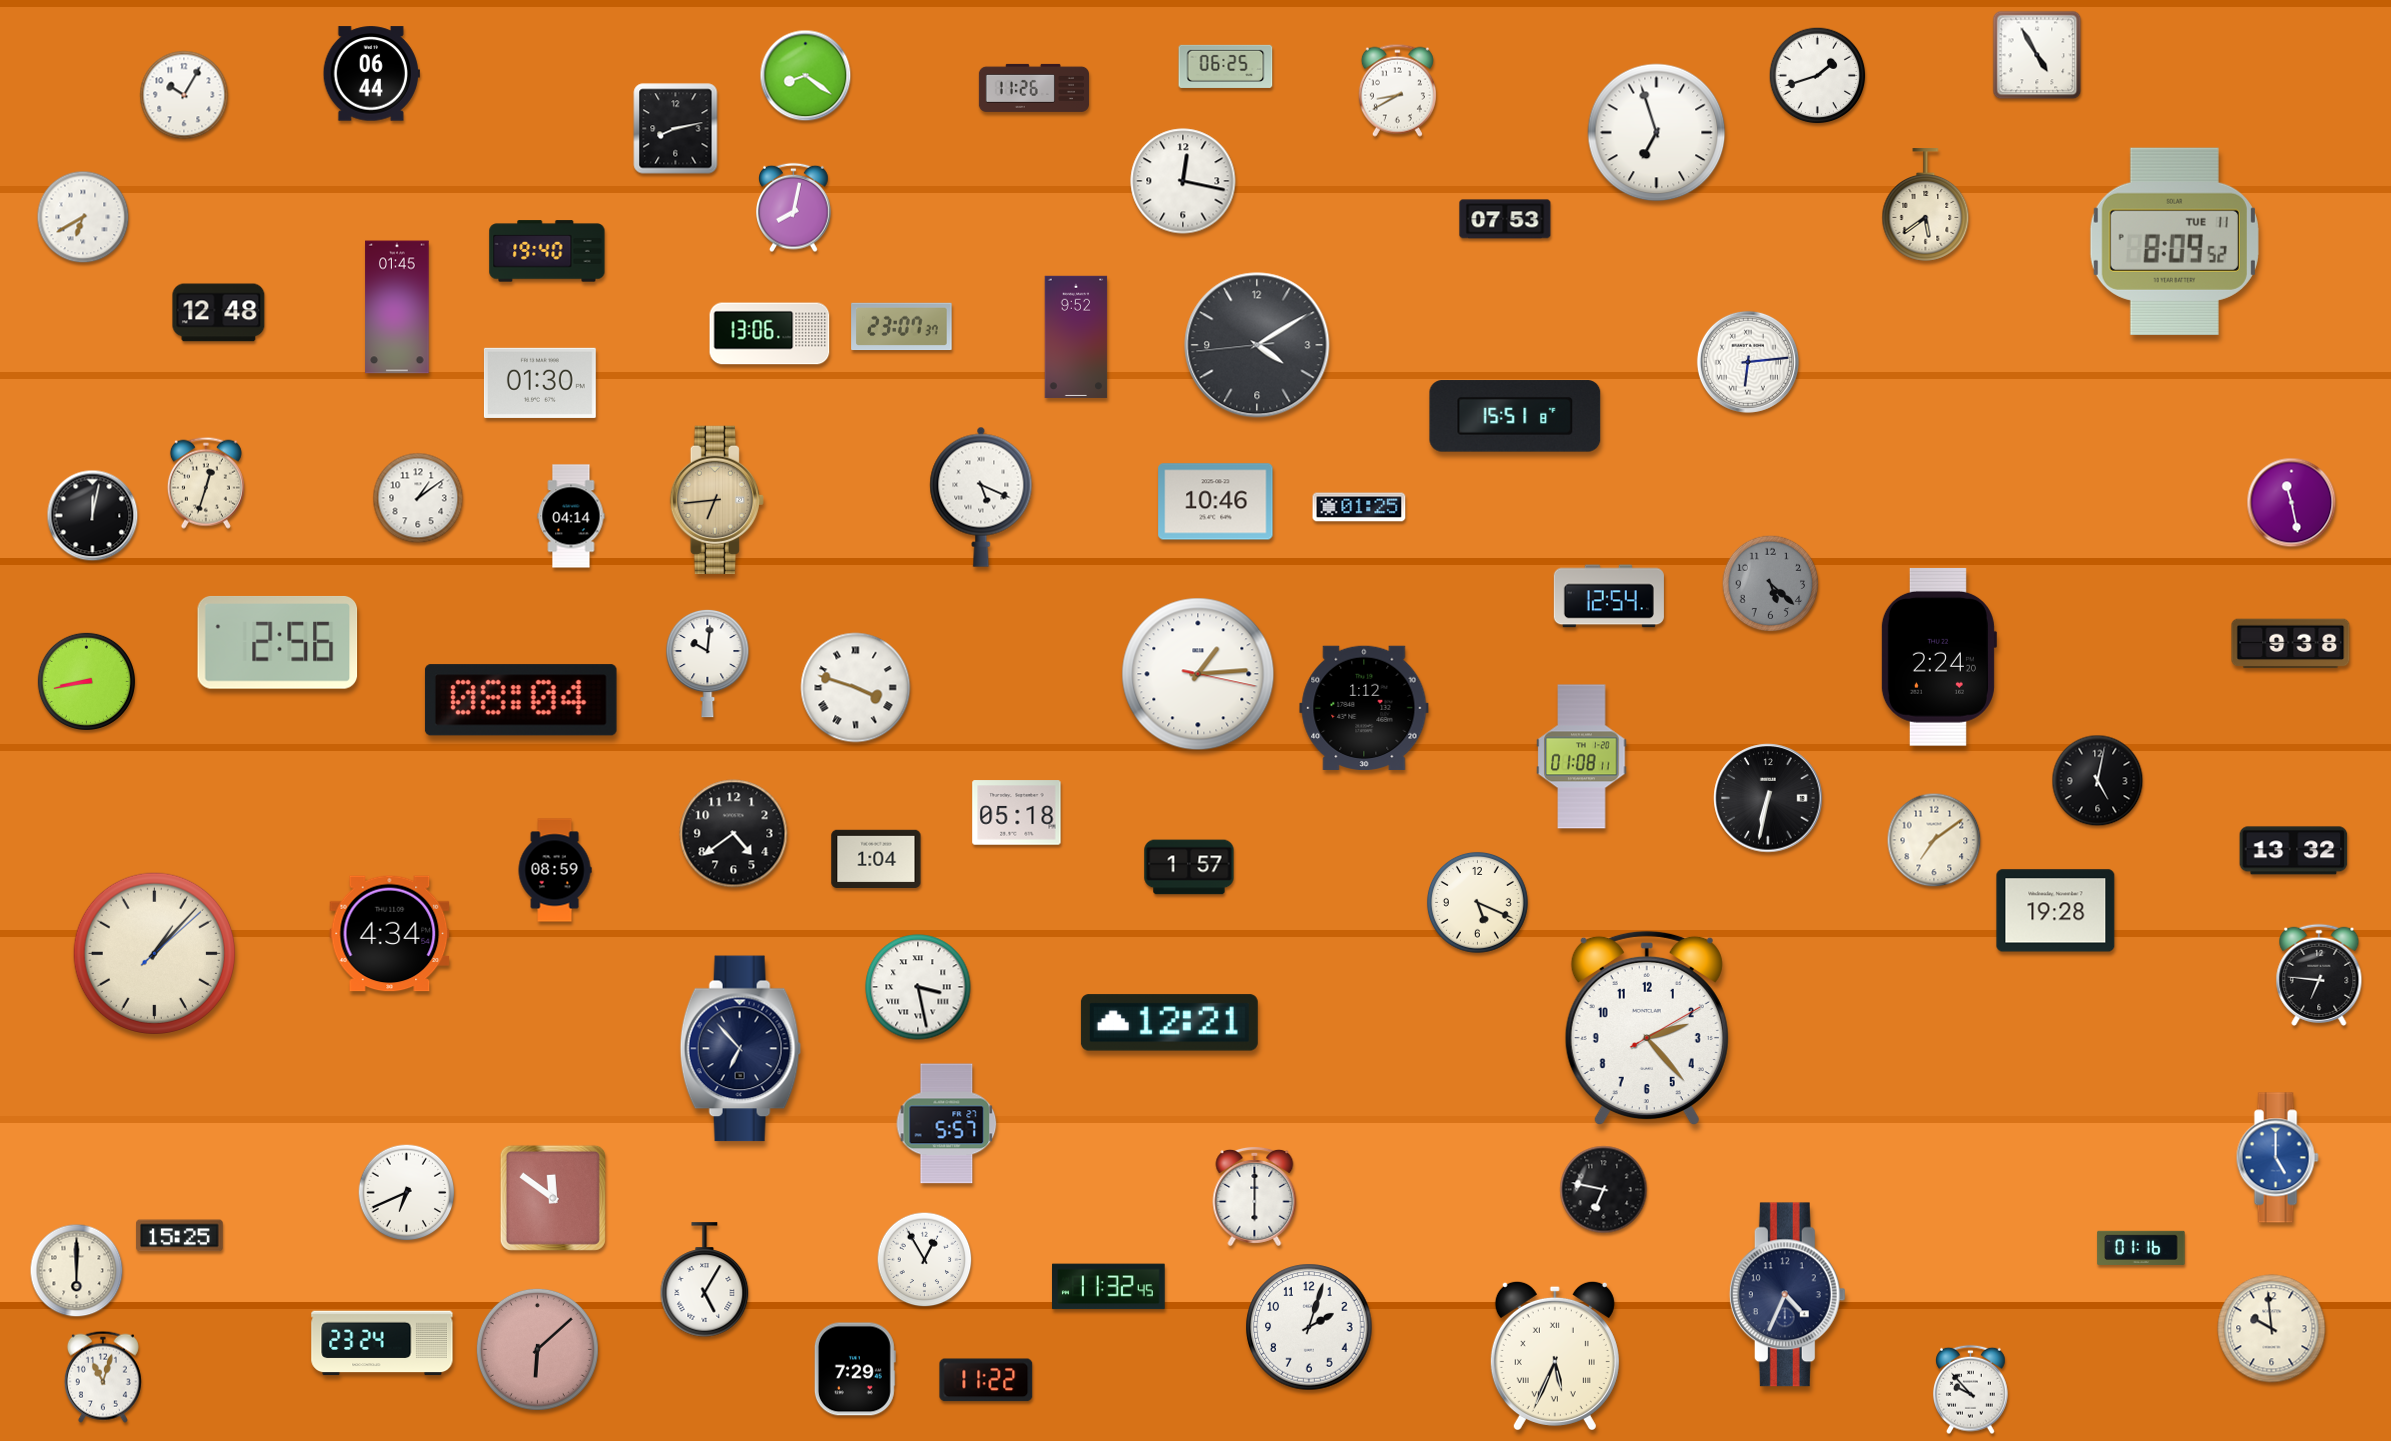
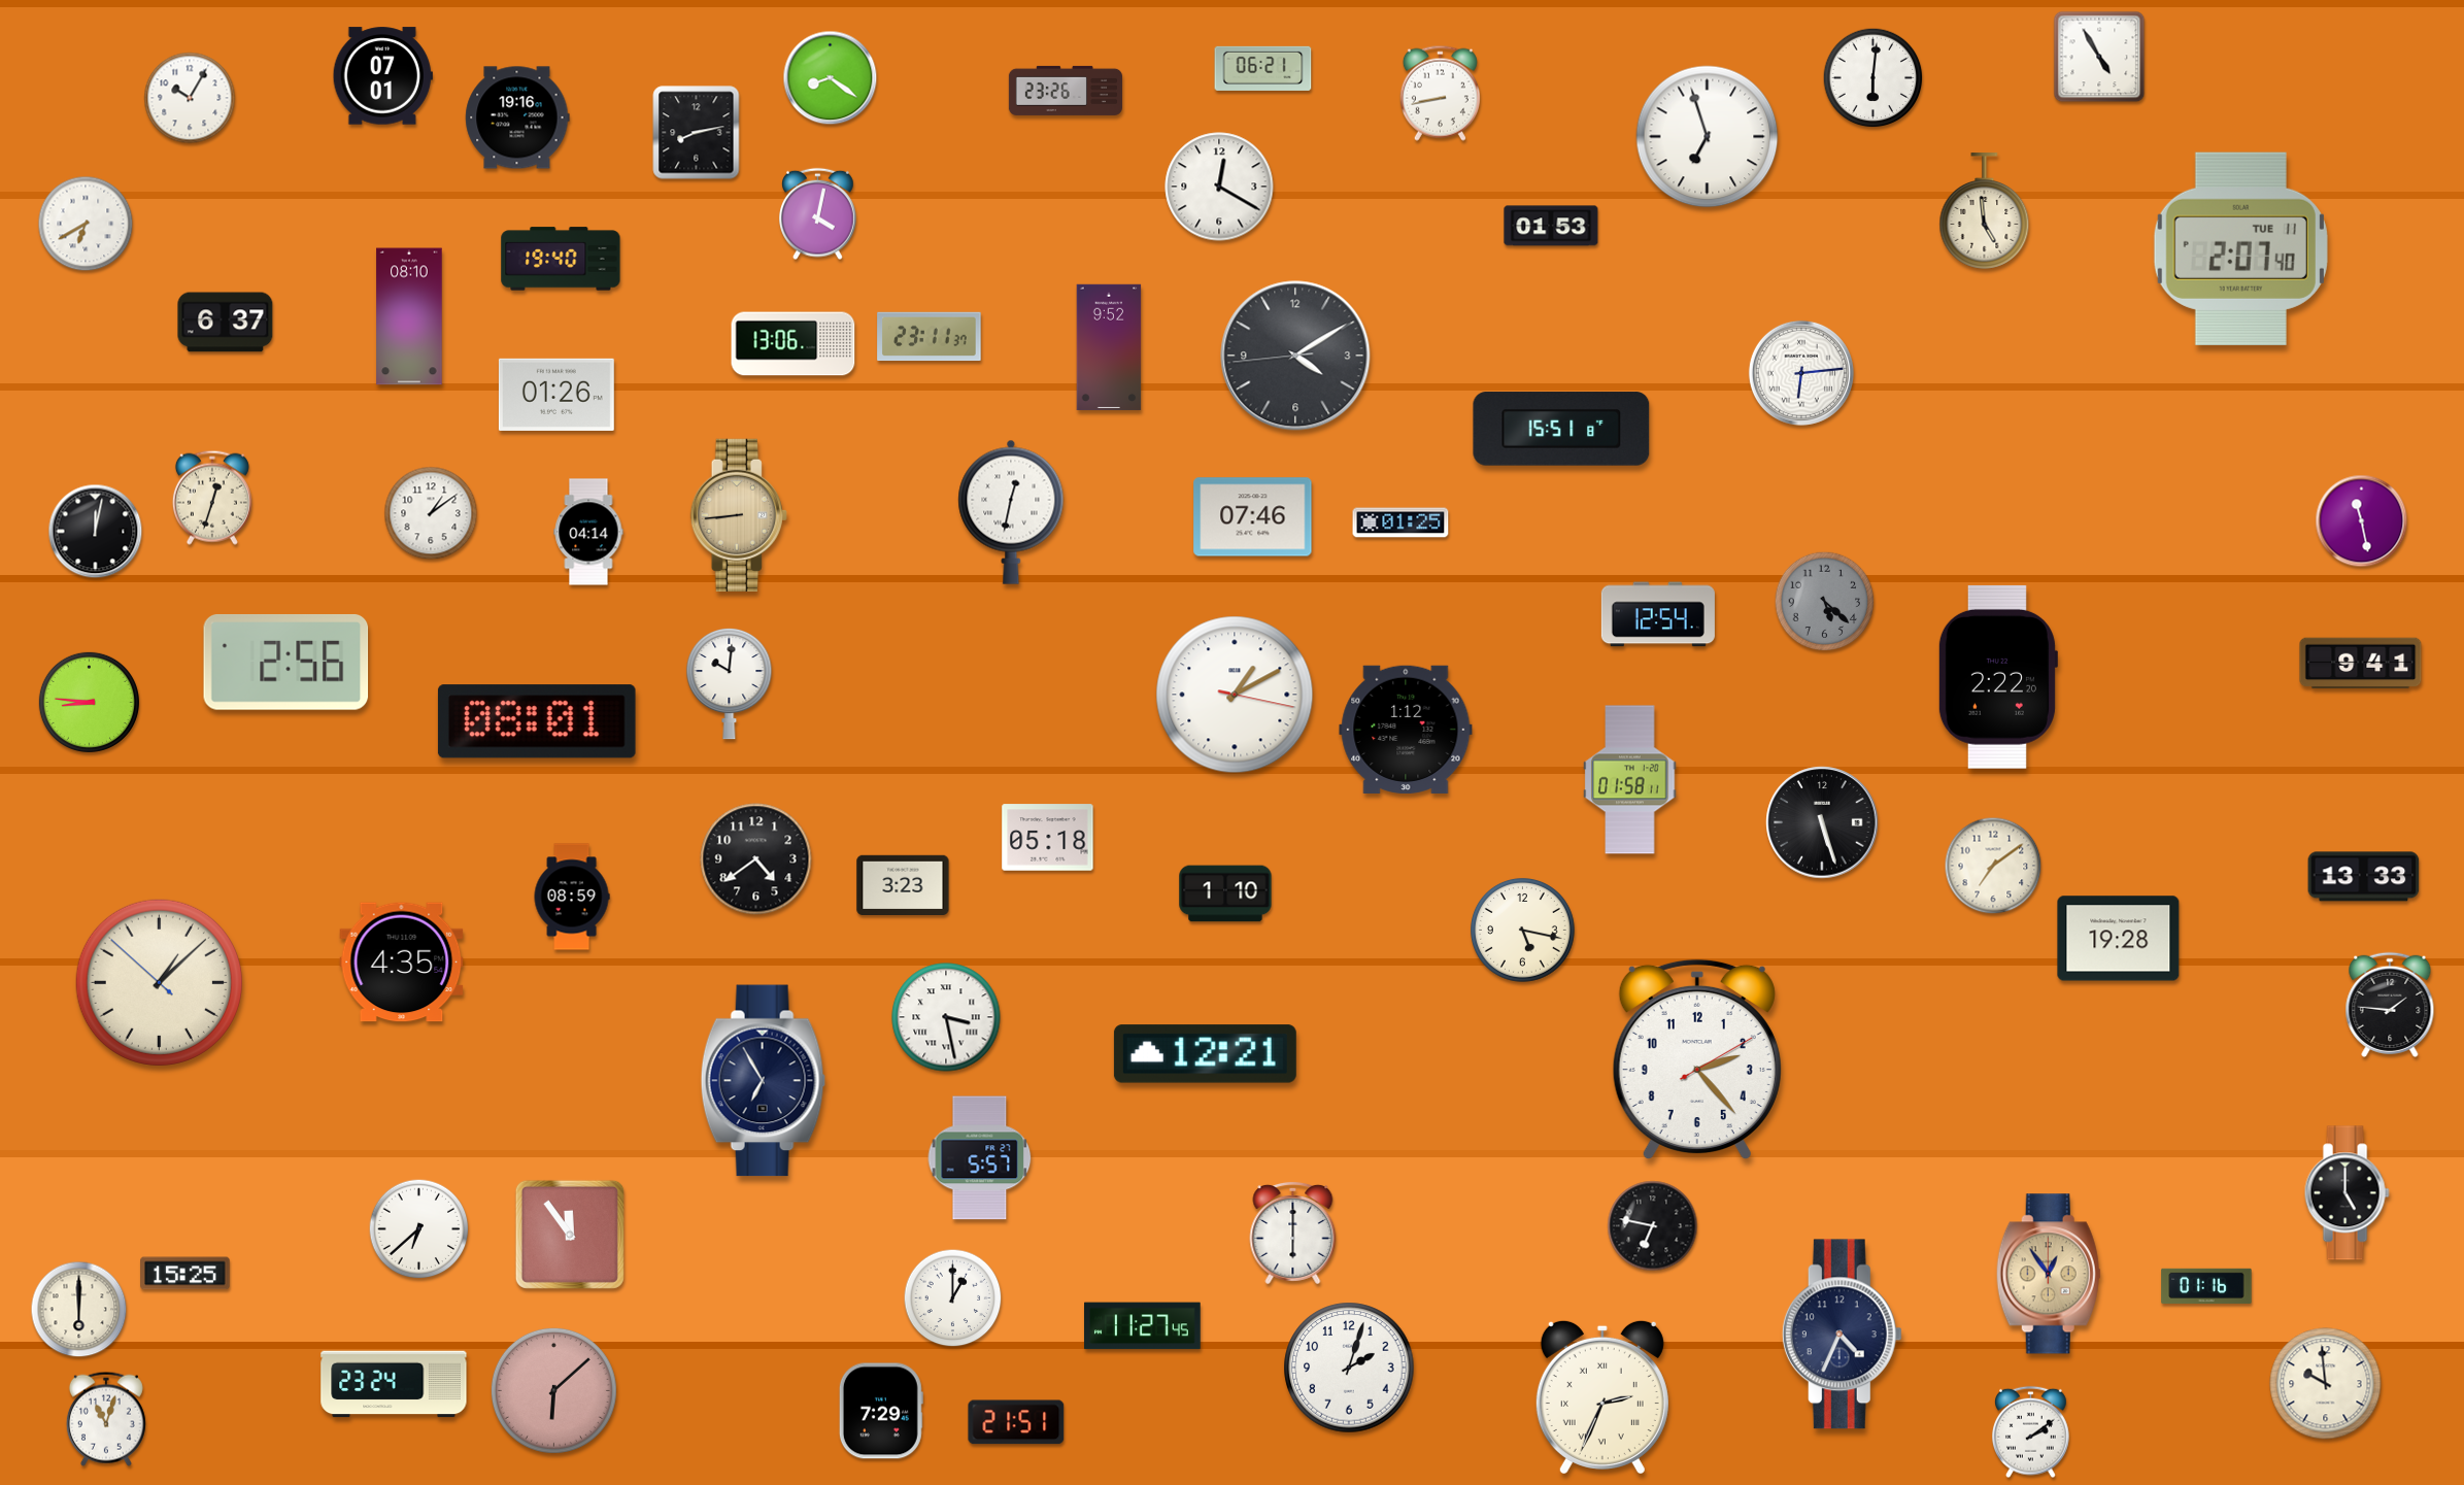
clock at (1226, 66): 06:25 -> 06:21
clock at (371, 74): 06:44 -> 07:01
clock at (1818, 76): 1:42 -> 6:01
clock at (1034, 88): 11:26 -> 23:26
clock at (1397, 90): 8:40 -> 8:43
clock at (517, 117): none -> 19:16
clock at (1183, 181): 12:17 -> 12:20
clock at (1926, 205): 5:39 -> 4:59
clock at (794, 208): 8:02 -> 4:02
clock at (1505, 219): 07:53 -> 01:53
clock at (2174, 241): 8:09 -> 2:07
clock at (547, 251) position: (547, 251) -> (561, 259)
clock at (397, 307): 01:45 -> 08:10
clock at (219, 313): 12:48 -> 6:37
clock at (902, 327): 23:07 -> 23:11
clock at (540, 383): 01:30 -> 01:26
clock at (981, 497): 5:19 -> 12:32
clock at (717, 500): 6:44 -> 8:44
clock at (1216, 502): 10:46 -> 07:46
clock at (2292, 503) position: (2292, 503) -> (2362, 521)
clock at (2291, 644): 9:38 -> 9:41
clock at (1938, 657): 2:24 -> 2:22
clock at (1198, 674): 1:14 -> 1:10
clock at (86, 681): 8:43 -> 8:46
clock at (856, 688): 3:48 -> none
clock at (521, 700): 08:04 -> 08:01
clock at (1582, 757): 01:08 -> 01:58
clock at (2098, 781): 5:02 -> none
clock at (1768, 798): 6:32 -> 5:27
clock at (2294, 851): 13:32 -> 13:33
clock at (876, 858): 1:04 -> 3:23
clock at (1189, 867): 1:57 -> 1:10
clock at (1477, 902): 5:19 -> 5:17
clock at (390, 934): 4:34 -> 4:35
clock at (154, 953): 1:07:08 -> 1:07:52
clock at (2319, 975): 6:46 -> 1:46
clock at (741, 1049): 6:53 -> 6:55
clock at (947, 1124) position: (947, 1124) -> (980, 1158)
clock at (2277, 1158) dial: blue -> black
clock at (407, 1193): 6:41 -> 6:38
clock at (553, 1198): 11:51 -> 11:54
clock at (2049, 1274): none -> 12:54
clock at (925, 1260): 12:55 -> 1:00
clock at (705, 1280): 5:05 -> none
clock at (1109, 1287): 11:32 -> 11:27
clock at (2272, 1329) position: (2272, 1329) -> (2326, 1384)
clock at (1555, 1355): 5:34 -> 2:34
clock at (986, 1380): 11:22 -> 21:51
clock at (1971, 1390): 9:53 -> 2:09
